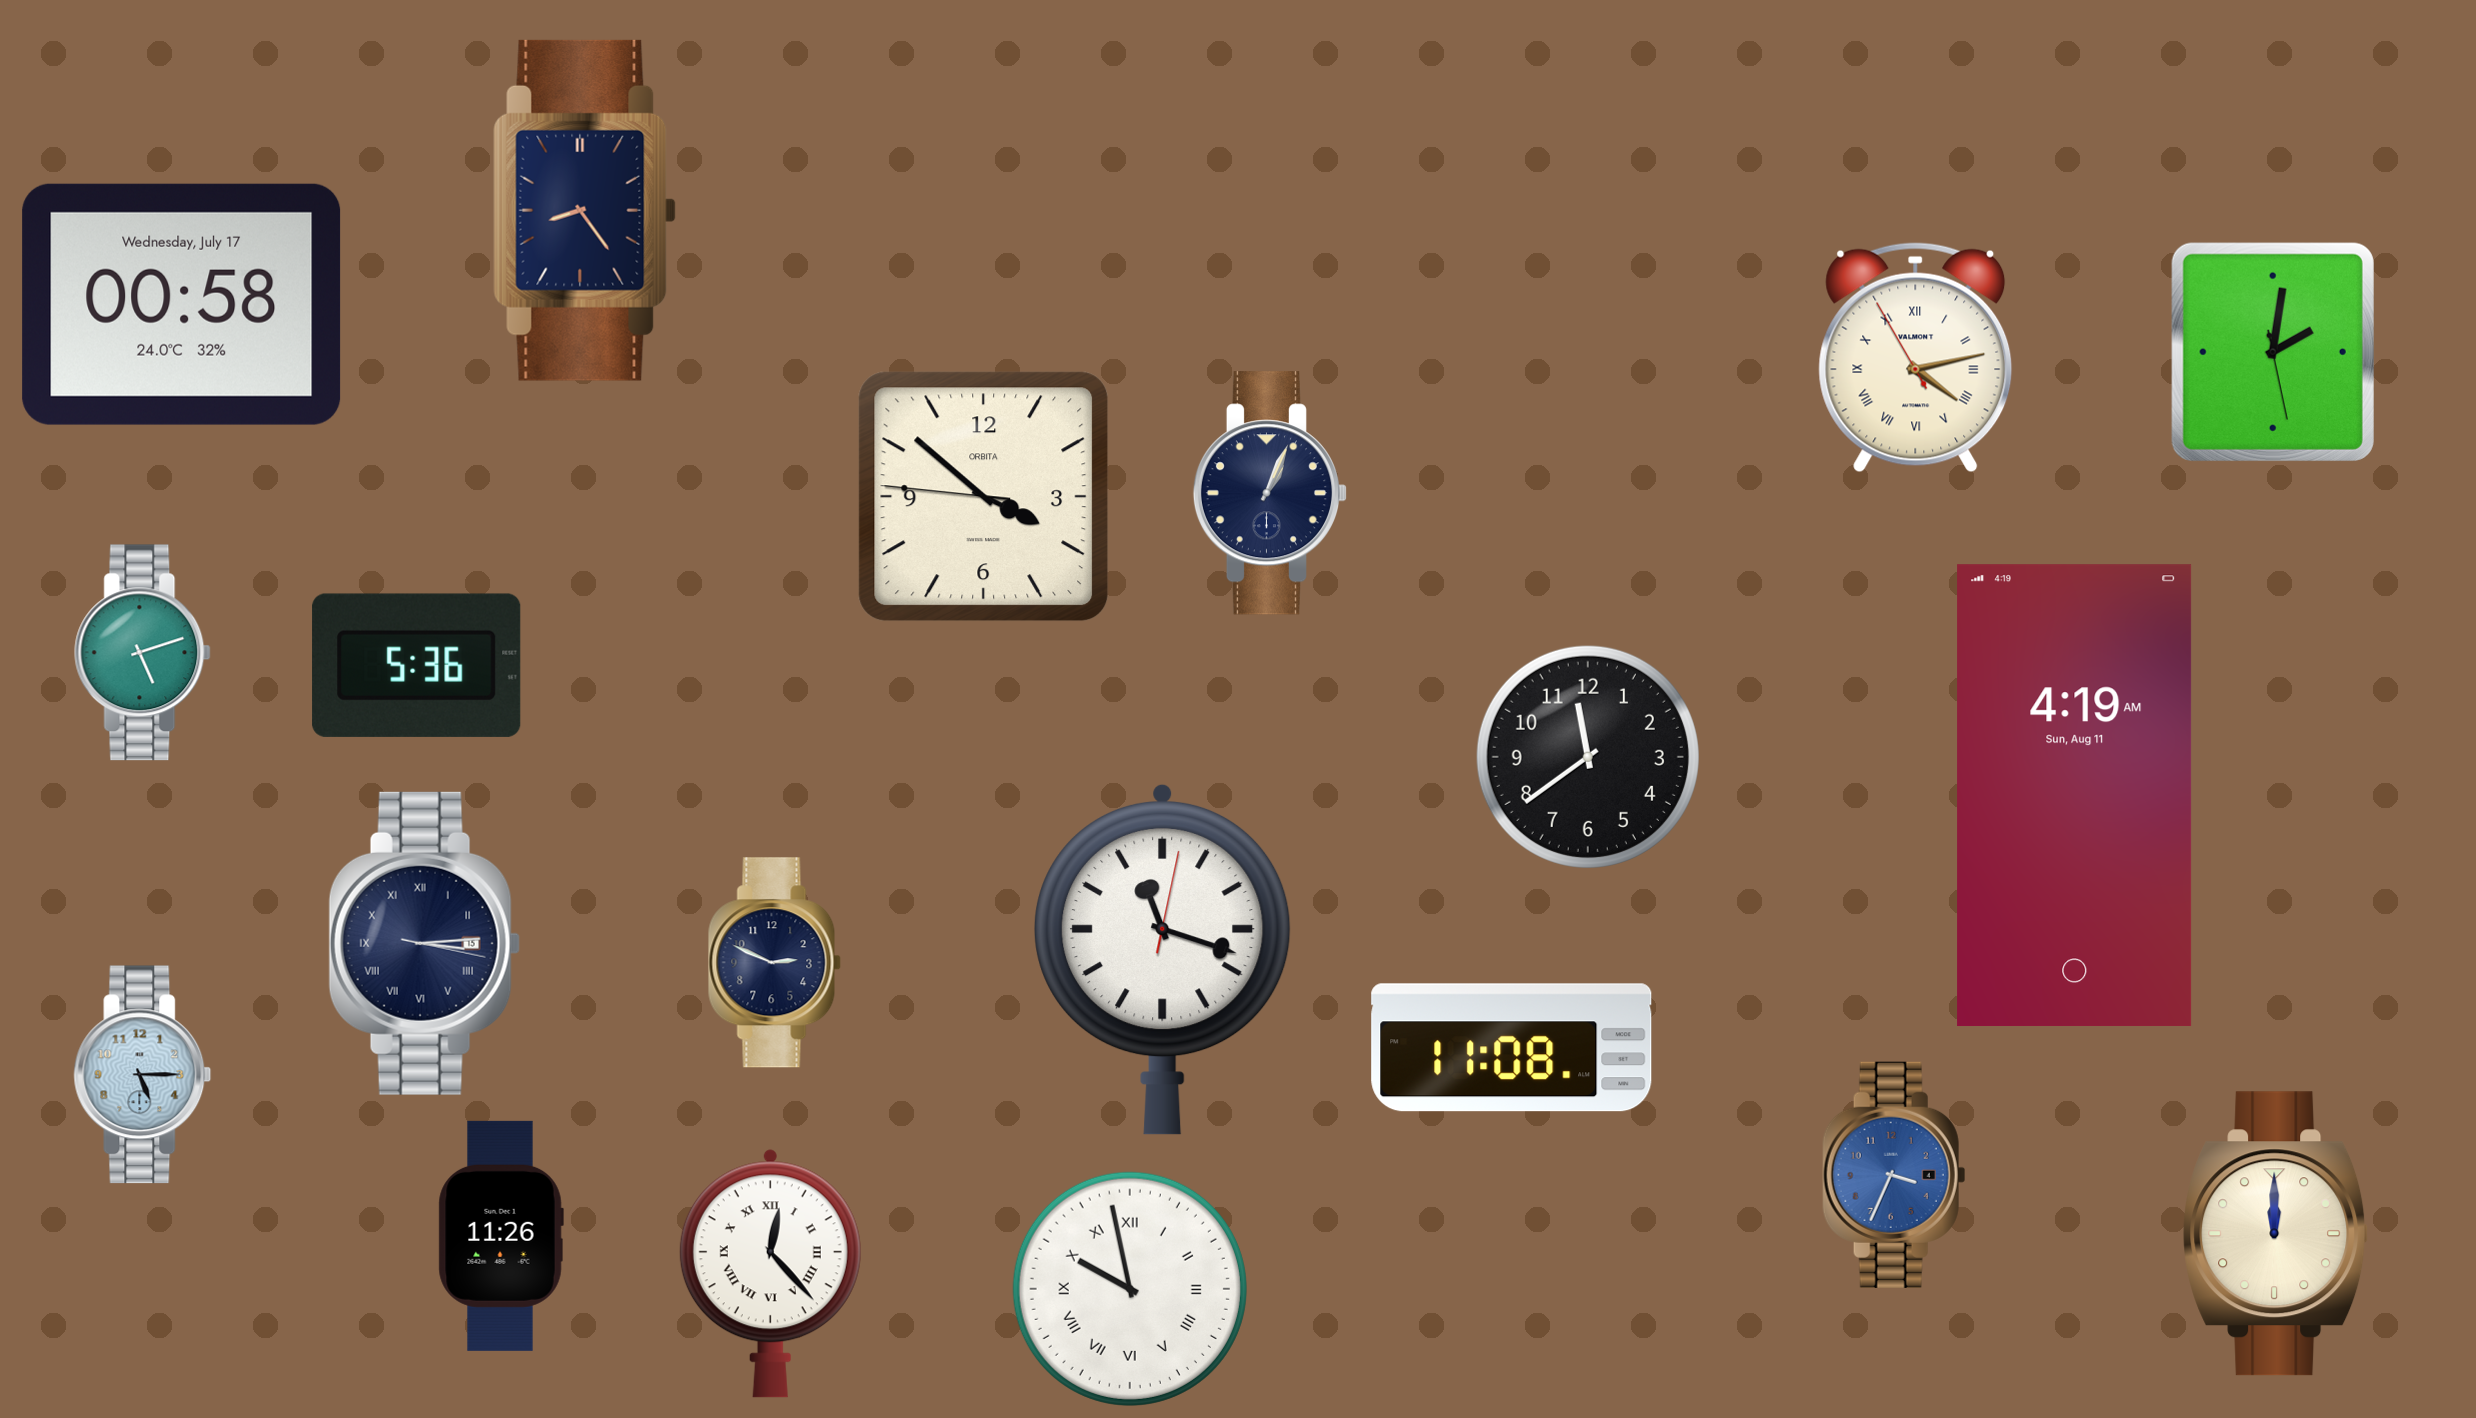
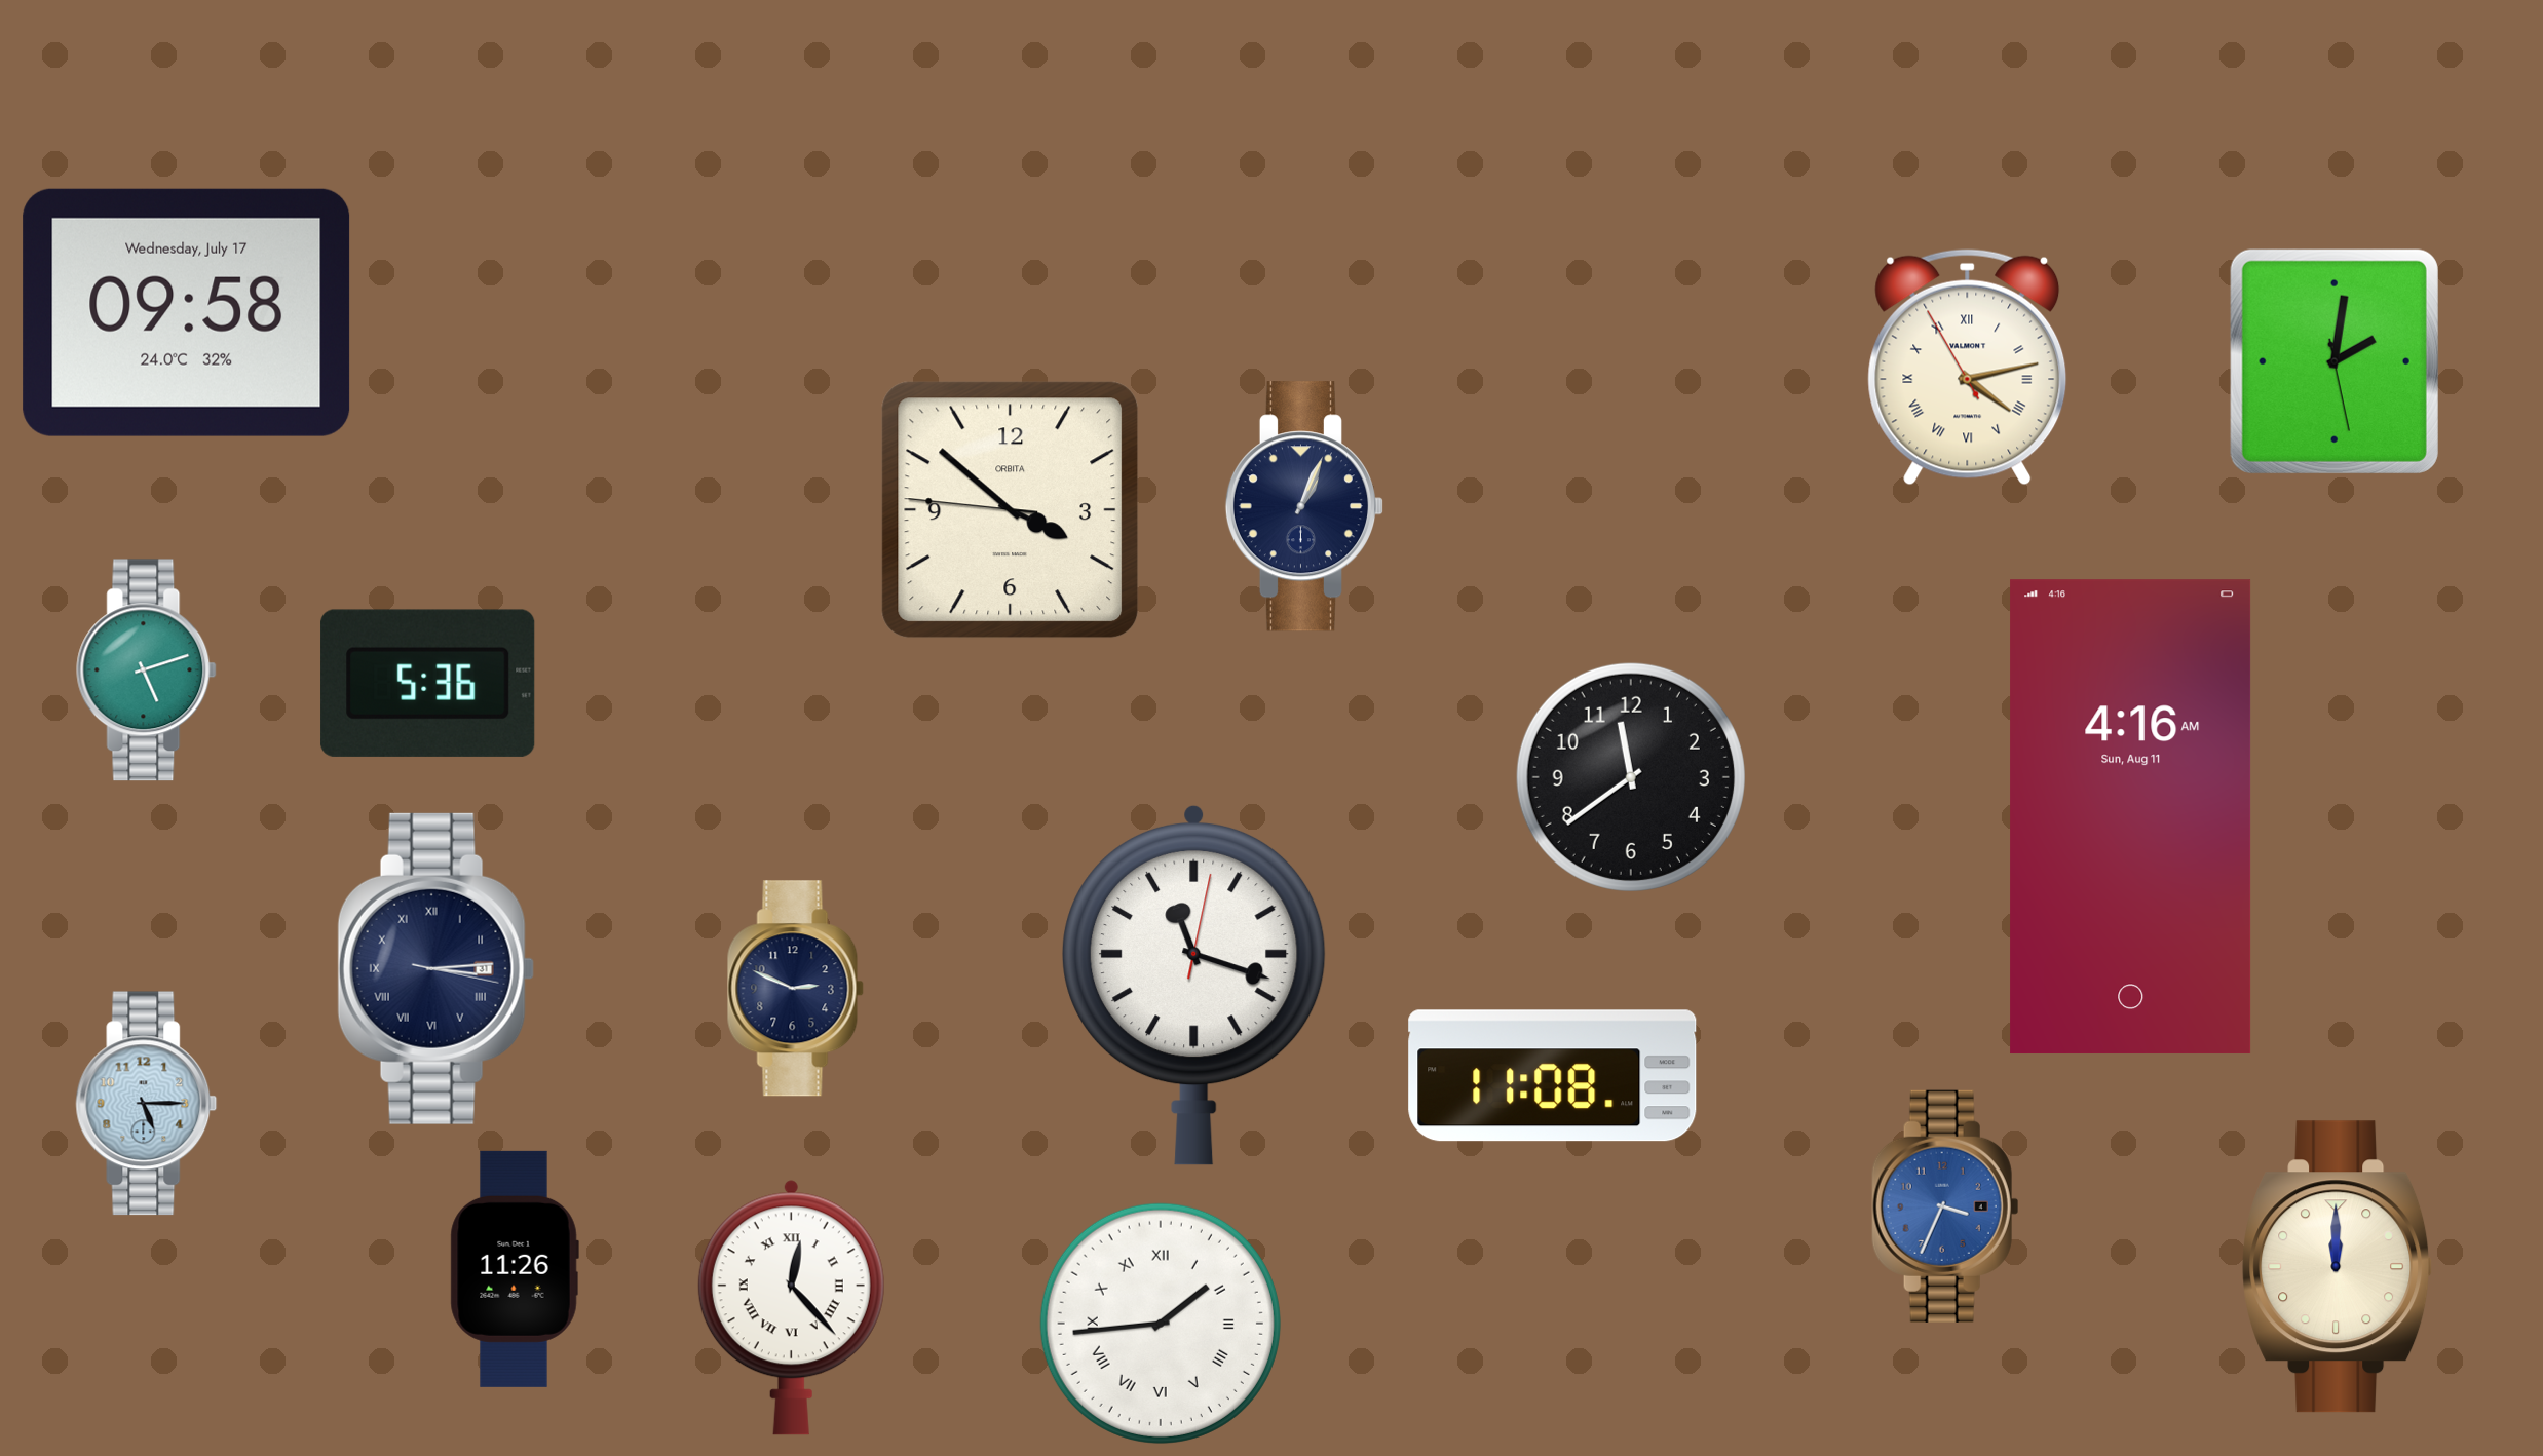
clock at (584, 210): 8:24 -> none
clock at (182, 304): 00:58 -> 09:58
clock at (2075, 796): 4:19 -> 4:16
clock at (424, 943) date: 15 -> 31
clock at (1130, 1289): 9:58 -> 1:44
